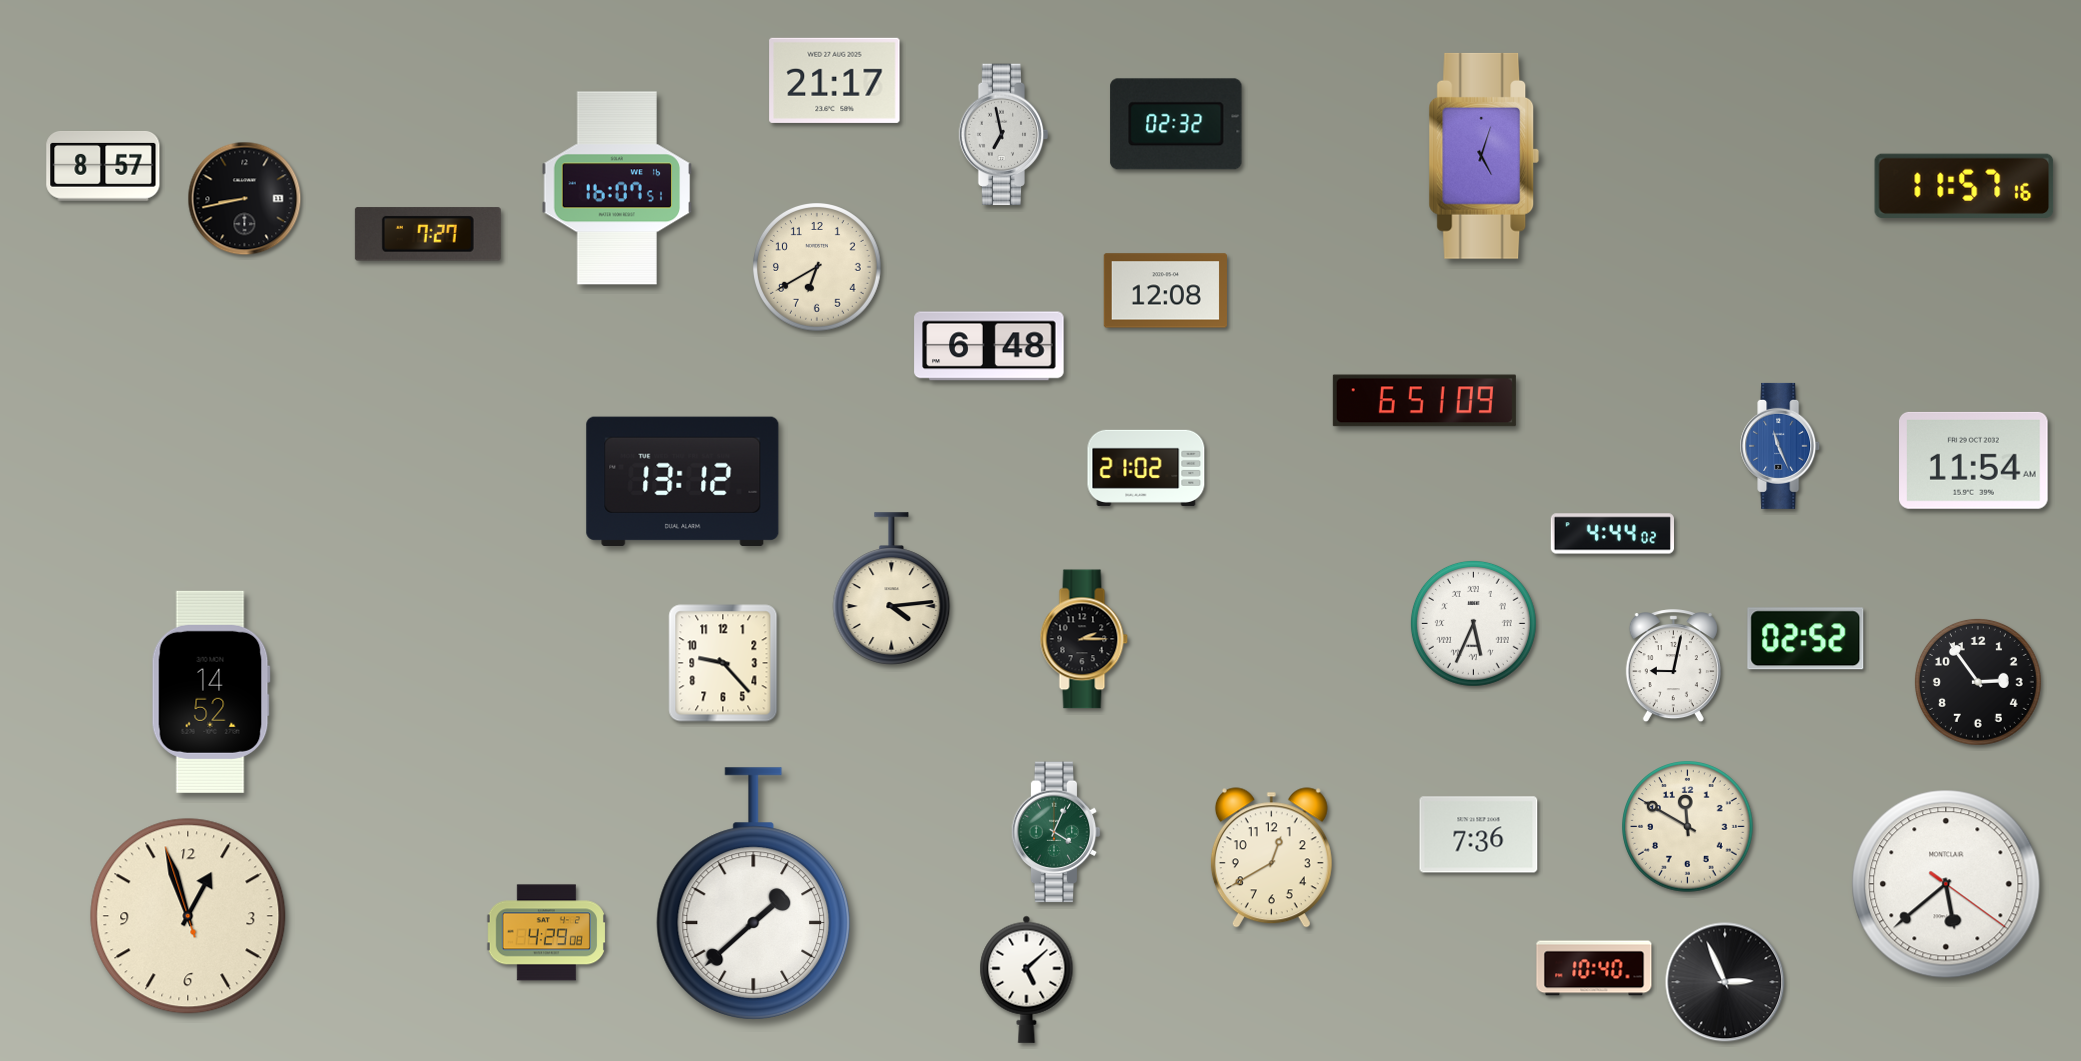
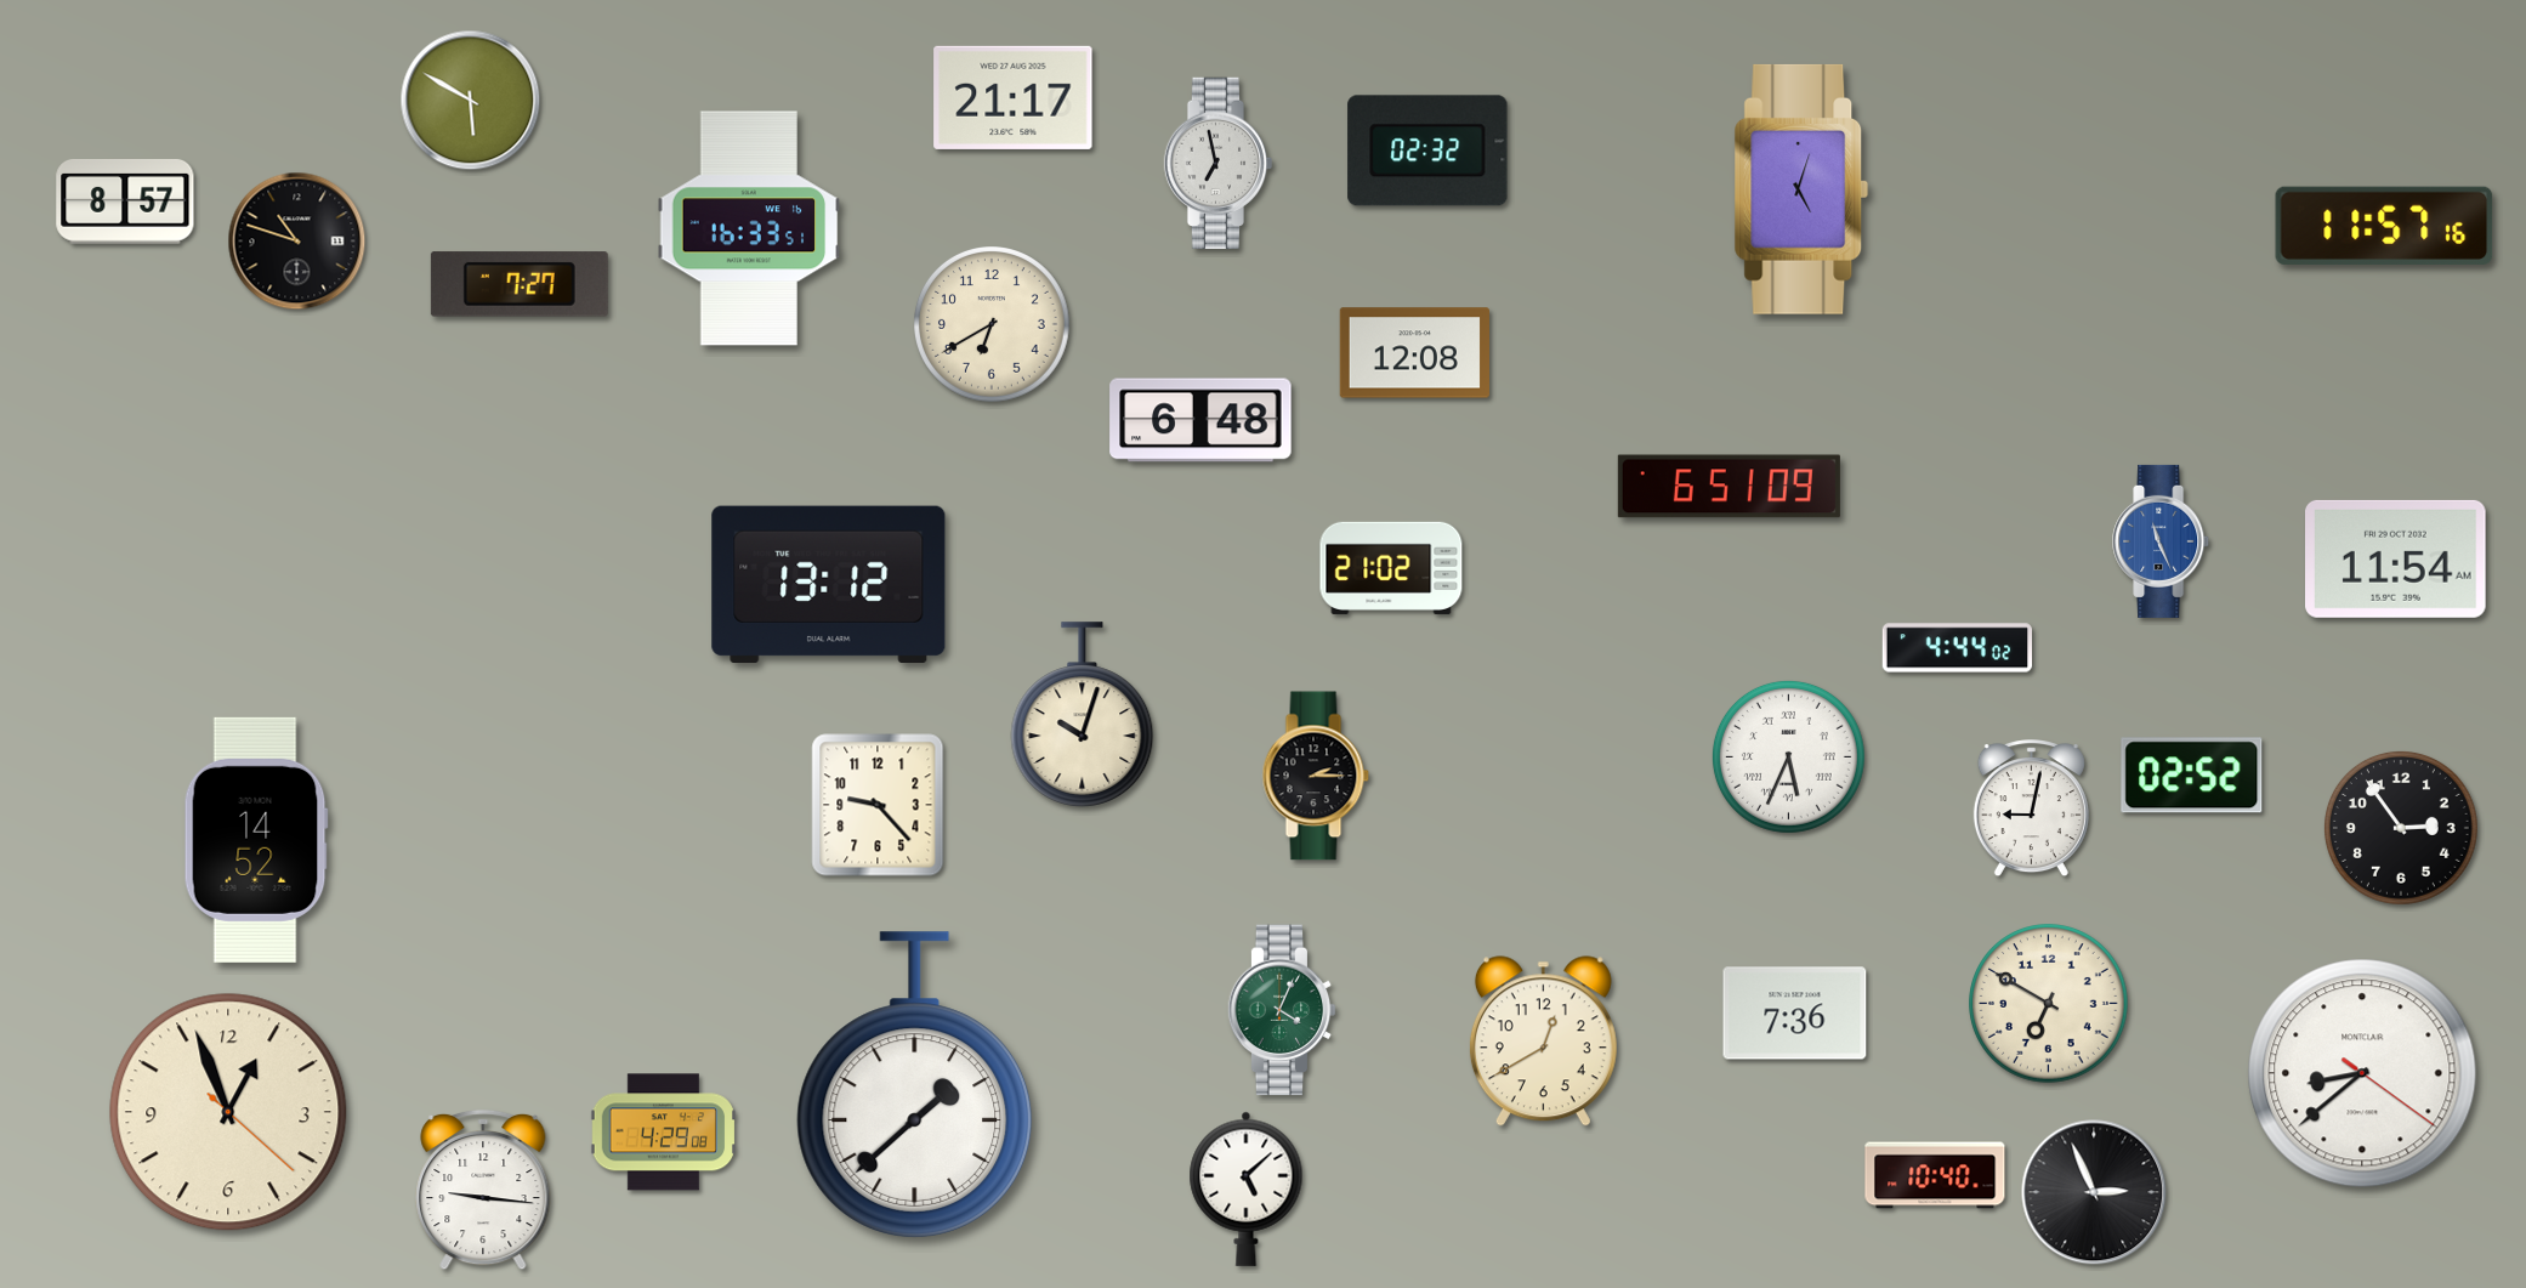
clock at (471, 101): none -> 5:50
clock at (617, 188): 16:07 -> 16:33
clock at (245, 199): 8:43 -> 10:48
clock at (892, 589): 4:14 -> 10:03
clock at (1688, 827): 11:50 -> 6:50
clock at (1946, 884): 5:38 -> 8:38
clock at (188, 916): 12:56:57 -> 12:56:22
clock at (483, 1190): none -> 9:16
